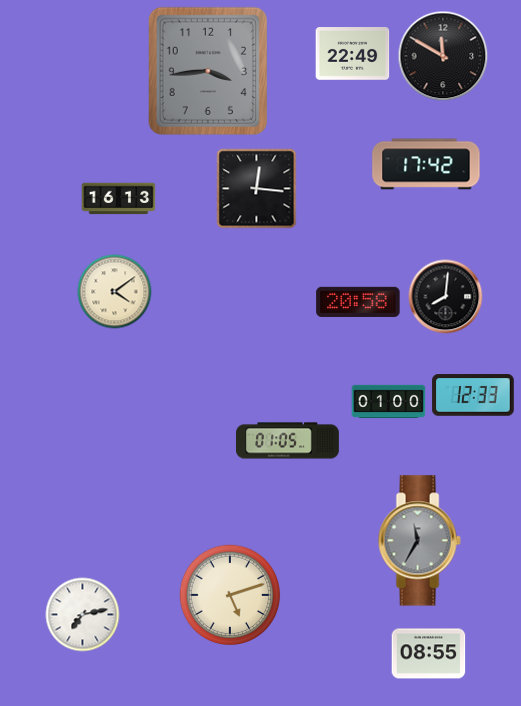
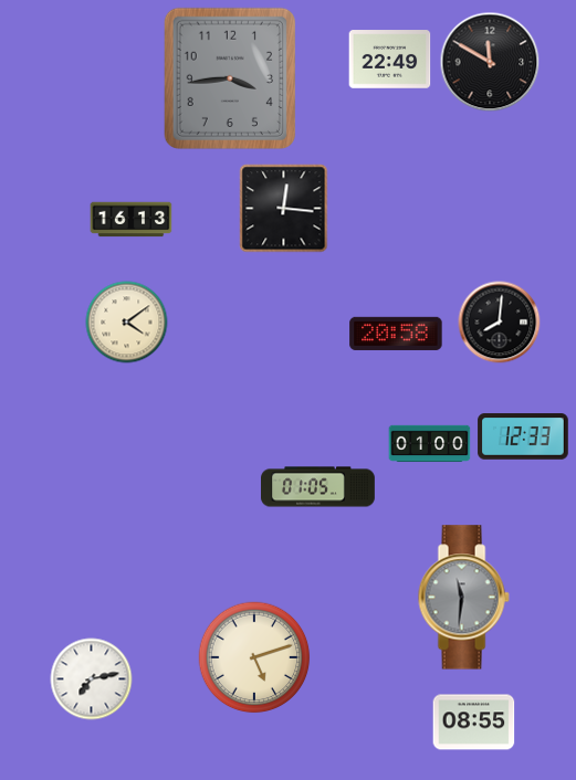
clock at (426, 164): 17:42 -> none
clock at (446, 297) position: (446, 297) -> (500, 323)
clock at (419, 541): 11:35 -> 11:31
